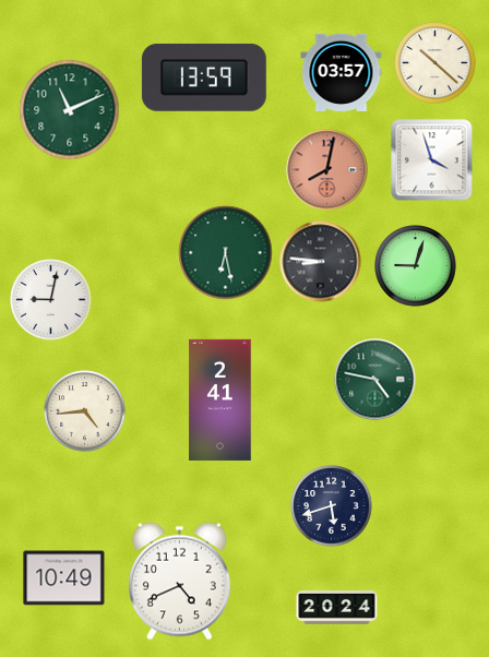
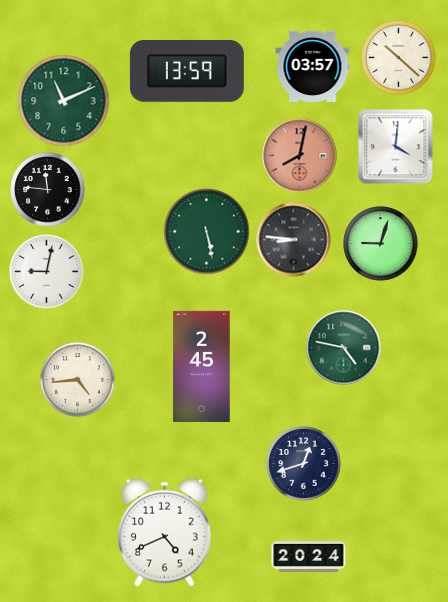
clock at (432, 160): 3:57 -> 4:01
clock at (48, 190): none -> 11:46
clock at (226, 253): 6:28 -> 5:28
clock at (51, 300) position: (51, 300) -> (47, 272)
clock at (220, 399): 2:41 -> 2:45
clock at (85, 411) position: (85, 411) -> (78, 380)
clock at (332, 506): 5:42 -> 12:42
clock at (64, 578): 10:49 -> none
